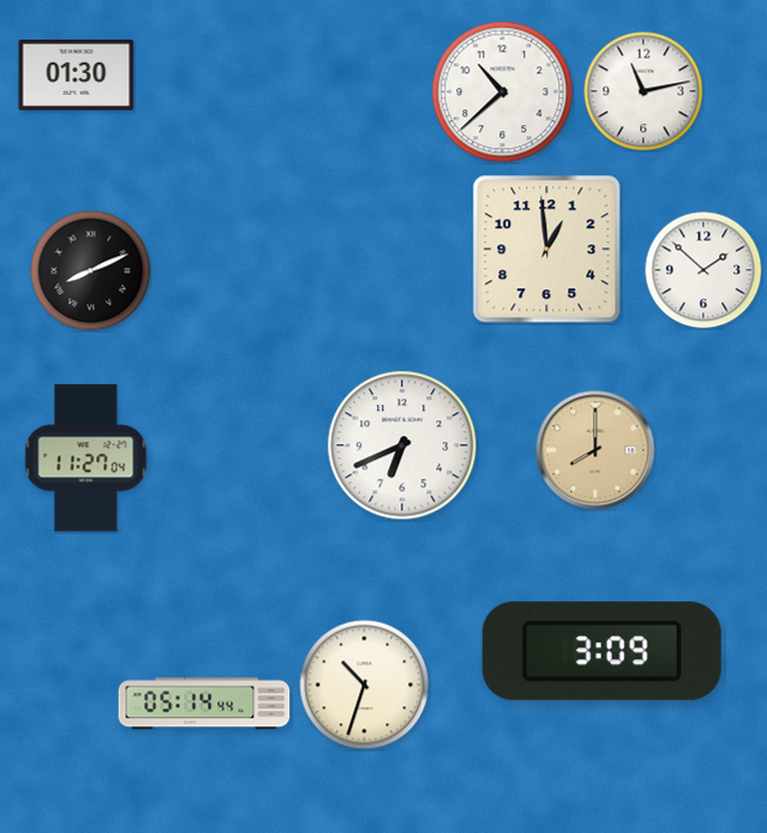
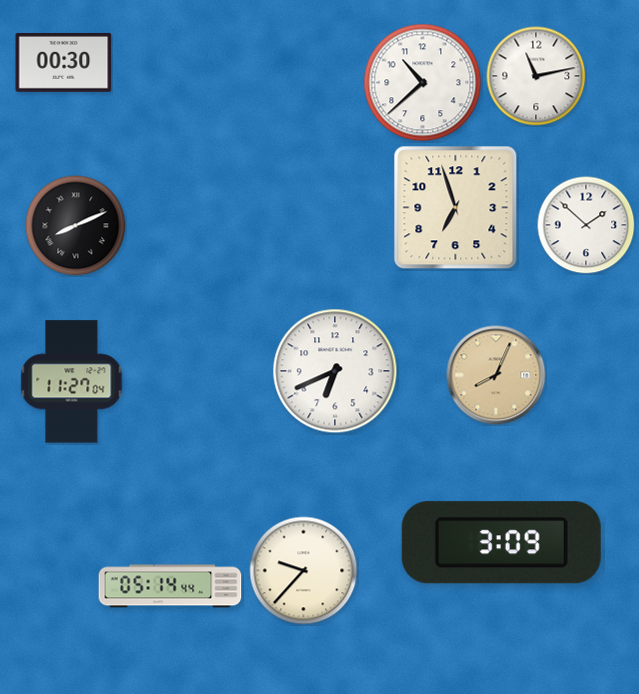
clock at (77, 74): 01:30 -> 00:30
clock at (503, 92) position: (503, 92) -> (423, 83)
clock at (547, 250): 12:59 -> 6:57
clock at (595, 450): 8:00 -> 8:04
clock at (365, 685): 10:33 -> 9:37
